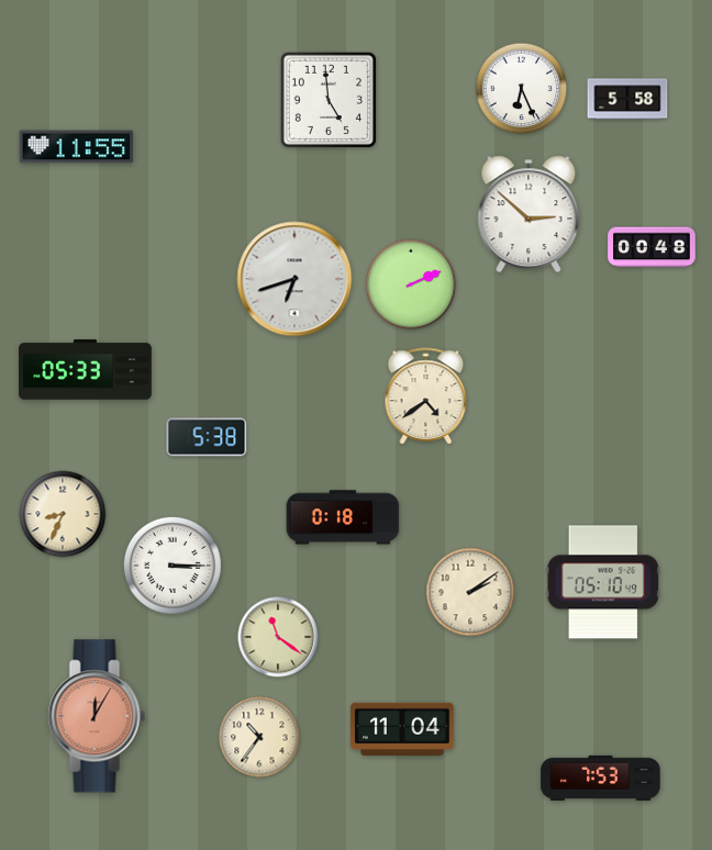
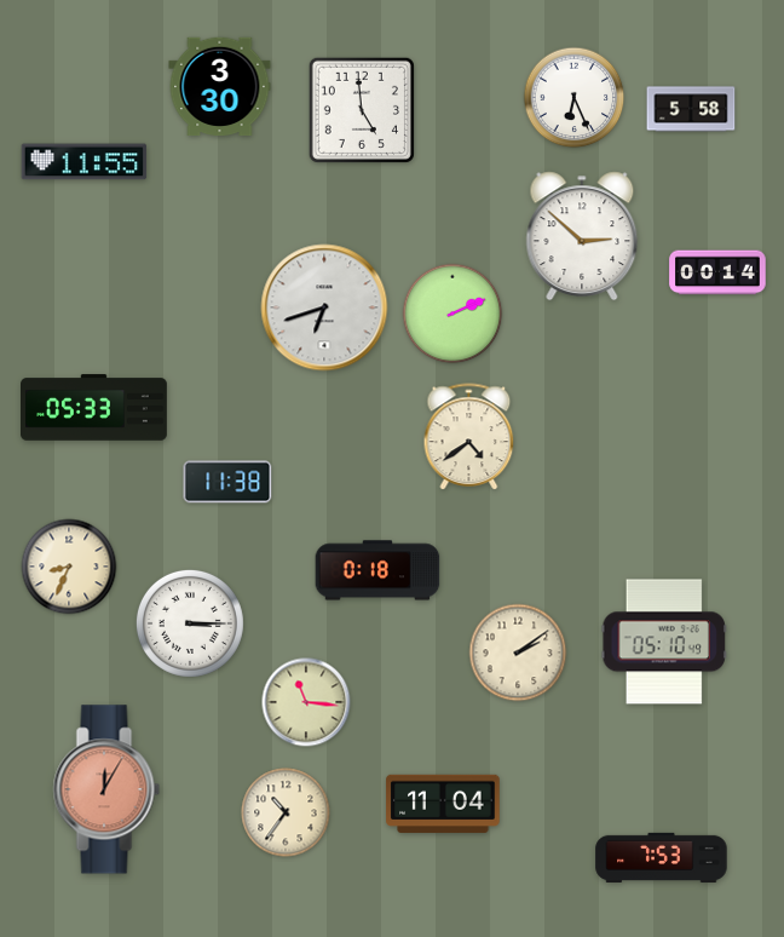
clock at (220, 87): none -> 3:30
clock at (652, 247): 00:48 -> 00:14
clock at (207, 437): 5:38 -> 11:38
clock at (278, 637): 11:21 -> 11:16
